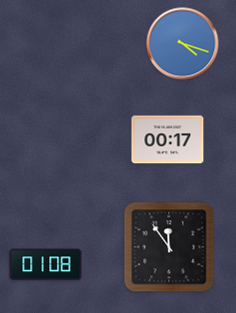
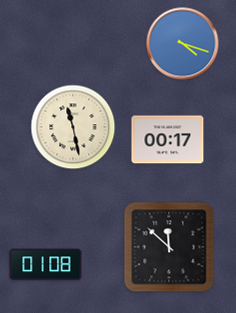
clock at (73, 127): none -> 11:28
clock at (169, 247): 11:54 -> 11:52
